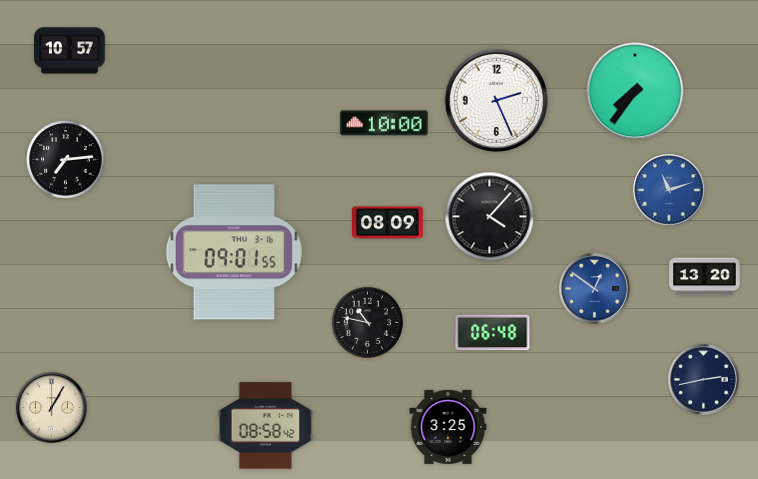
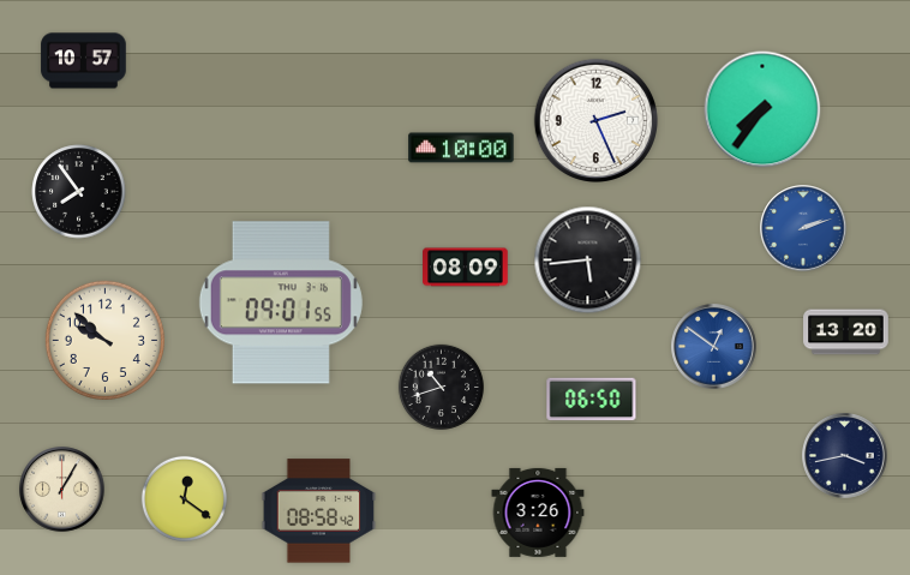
clock at (66, 160): 7:14 -> 7:54
clock at (669, 190): 11:12 -> 2:12
clock at (490, 217): 4:07 -> 5:44
clock at (104, 340): none -> 9:52
clock at (367, 322): 10:47 -> 10:42
clock at (493, 333): 06:48 -> 06:50
clock at (704, 380): 2:43 -> 3:43
clock at (184, 498): none -> 12:21
clock at (448, 427): 3:25 -> 3:26
